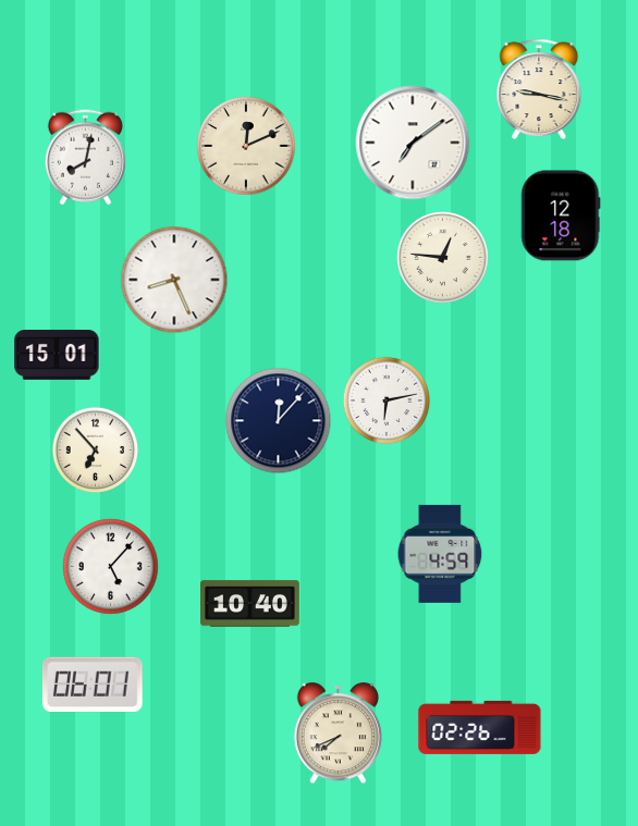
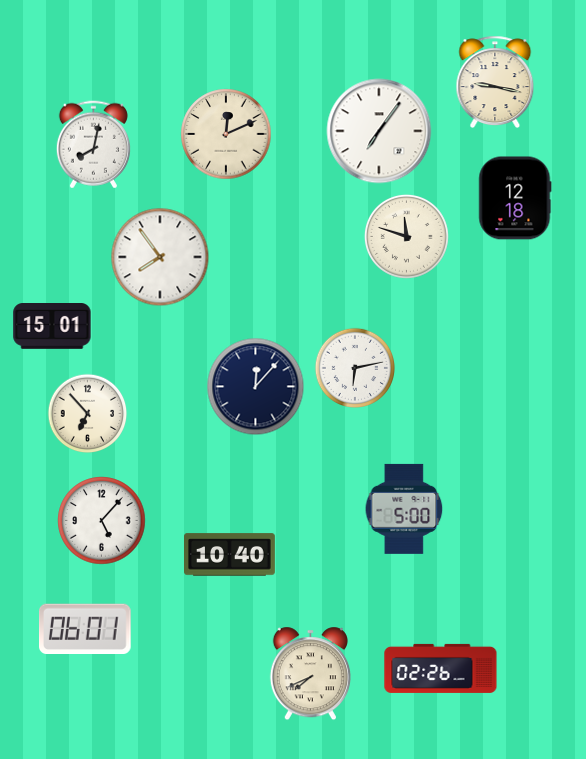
clock at (413, 143): 7:09 -> 7:06
clock at (85, 158) position: (85, 158) -> (93, 145)
clock at (442, 257): 12:46 -> 11:48
clock at (174, 280): 8:26 -> 7:54
clock at (440, 554): 4:59 -> 5:00
